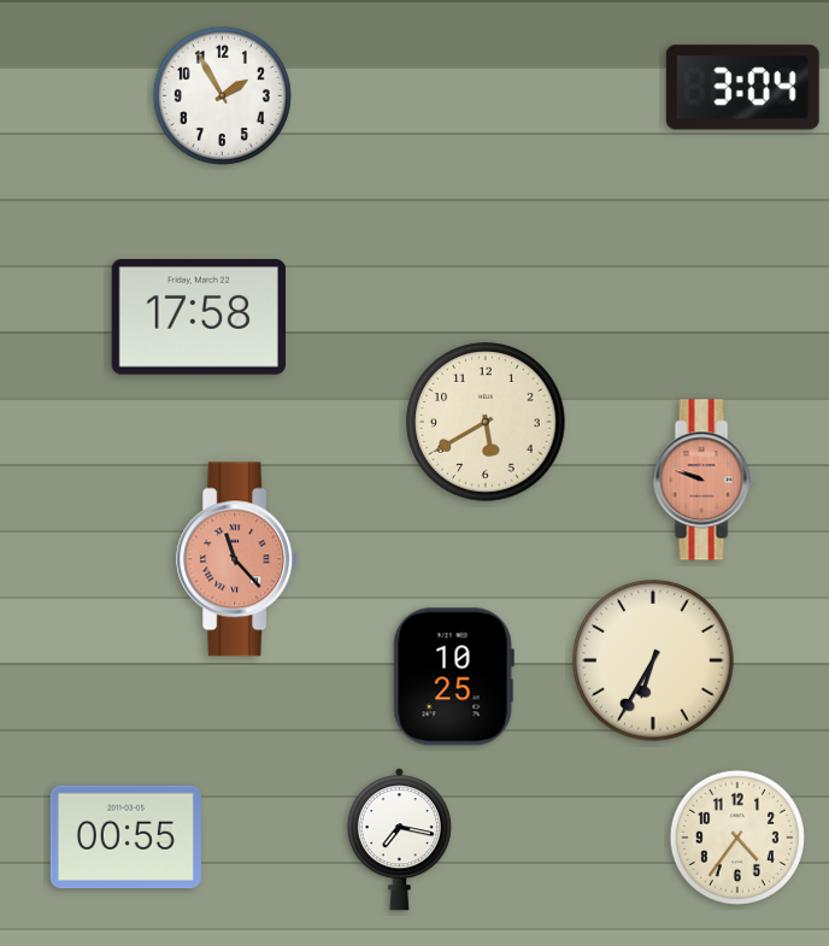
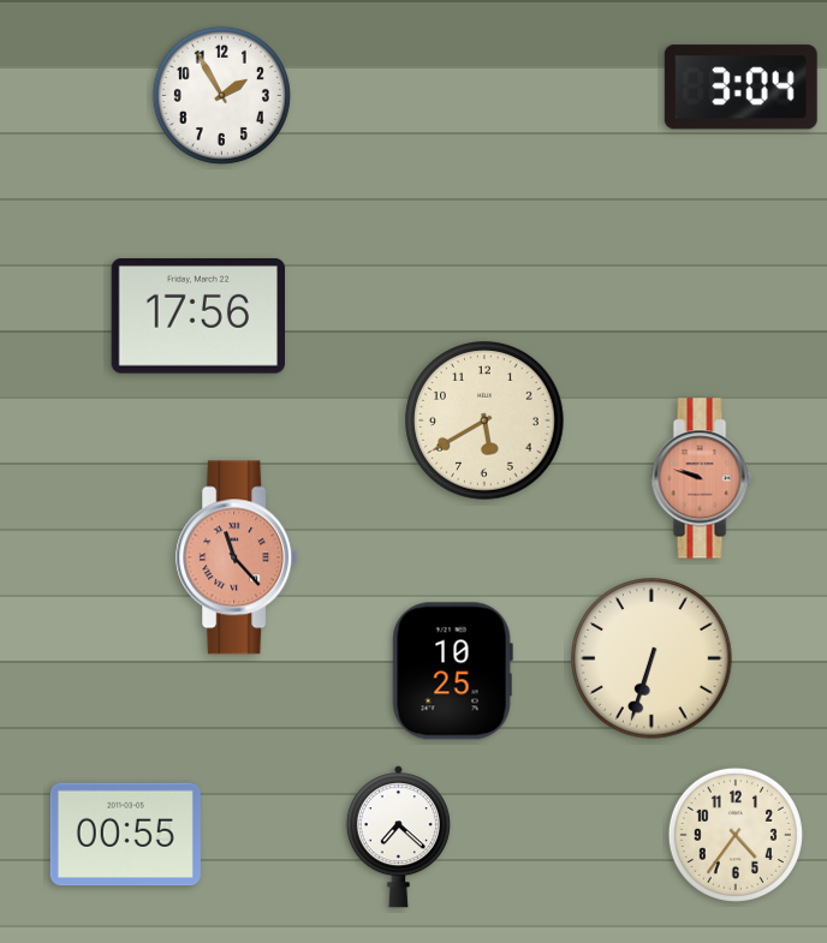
clock at (198, 318): 17:58 -> 17:56
clock at (653, 660): 6:35 -> 6:33
clock at (453, 677) position: (453, 677) -> (452, 672)
clock at (399, 840): 7:17 -> 7:22
